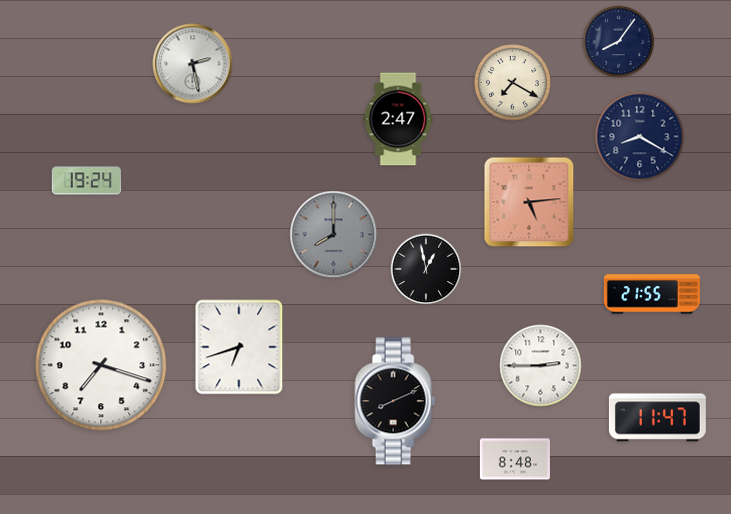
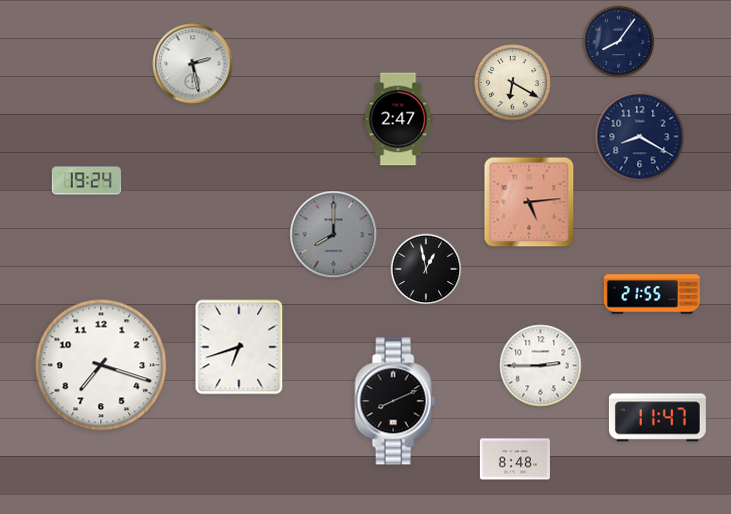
clock at (513, 83): 7:20 -> 6:20
